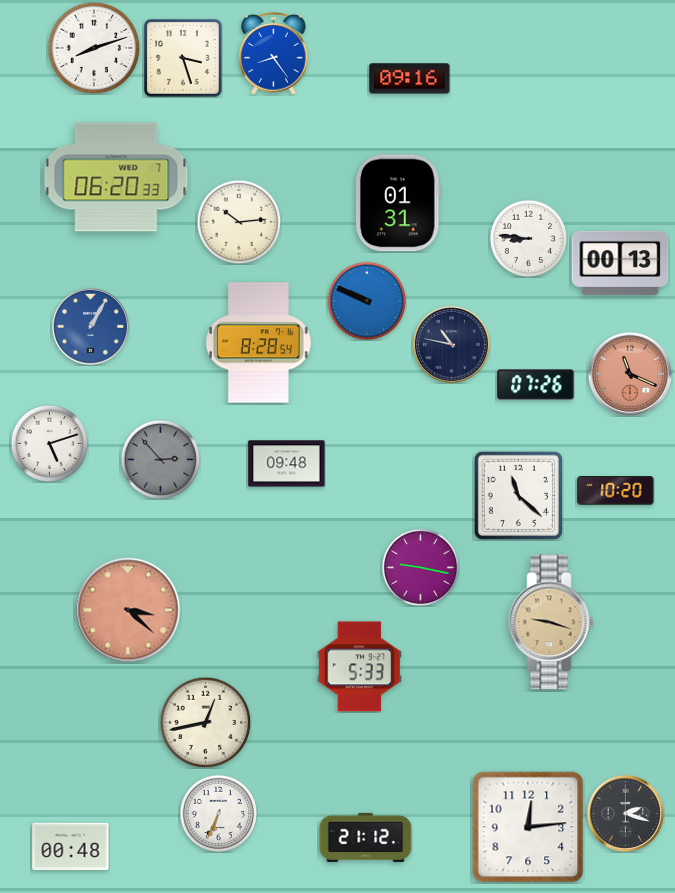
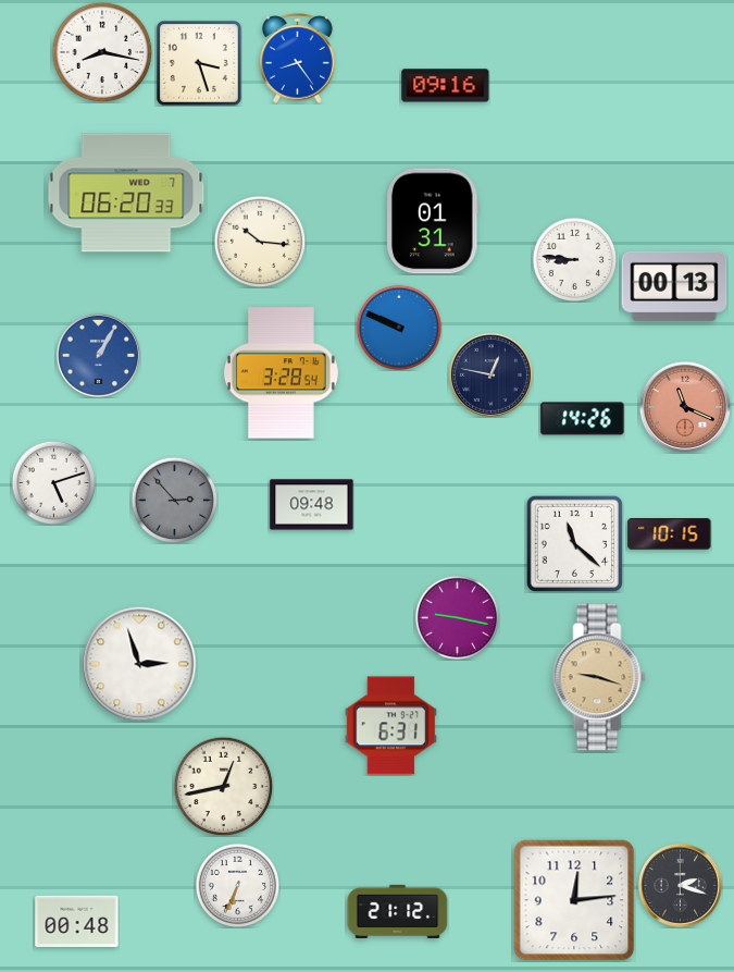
clock at (94, 48): 8:12 -> 8:17
clock at (239, 222): 10:14 -> 10:16
clock at (258, 343): 8:28 -> 3:28
clock at (451, 344): 10:47 -> 12:47
clock at (536, 385): 07:26 -> 14:26
clock at (616, 491): 10:20 -> 10:15
clock at (518, 495) position: (518, 495) -> (574, 543)
clock at (128, 610): 3:22 -> 2:57
clock at (128, 610) dial: salmon -> white
clock at (359, 667): 5:33 -> 6:31
